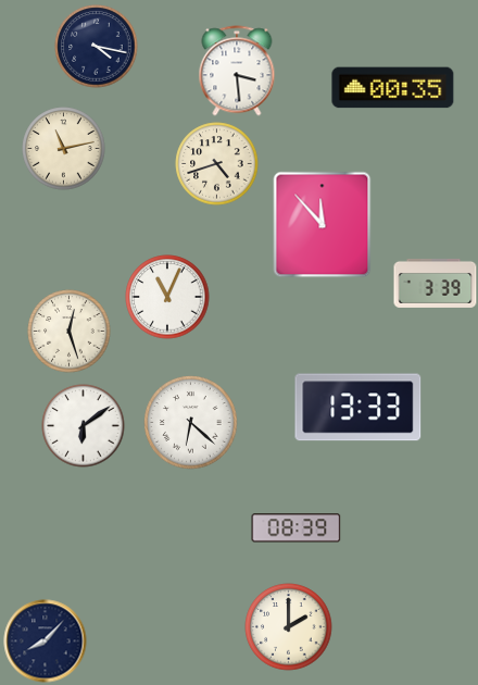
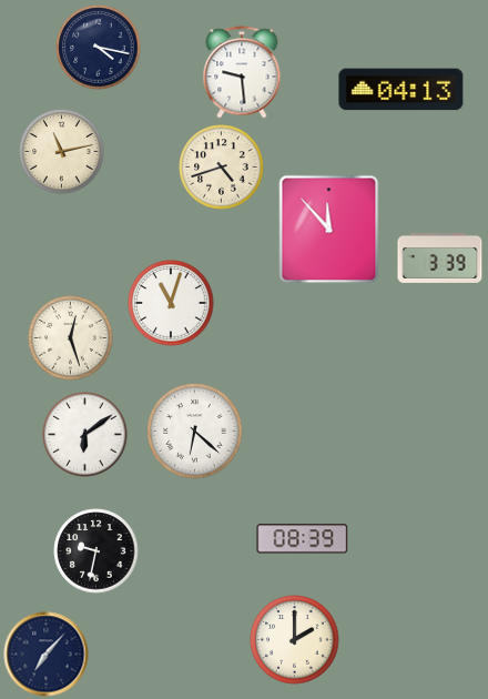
clock at (237, 71): 3:29 -> 9:29
clock at (393, 88): 00:35 -> 04:13
clock at (64, 149) position: (64, 149) -> (62, 152)
clock at (436, 283) position: (436, 283) -> (440, 257)
clock at (167, 297): 11:04 -> 11:03
clock at (358, 408): 13:33 -> none
clock at (96, 551): none -> 9:32
clock at (46, 642): 8:07 -> 7:07
